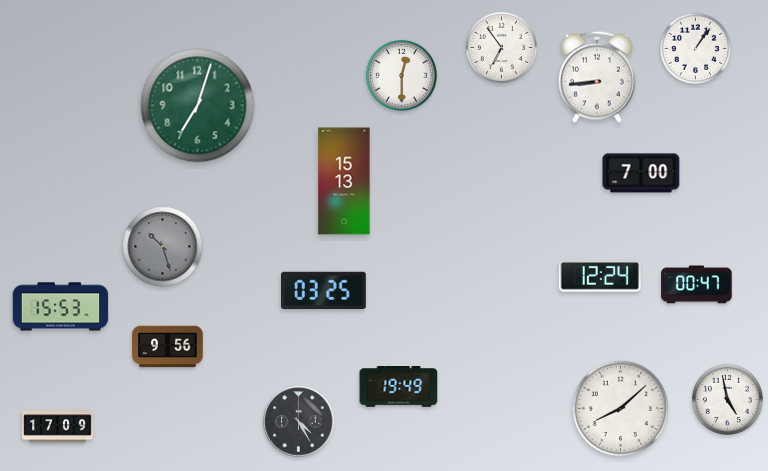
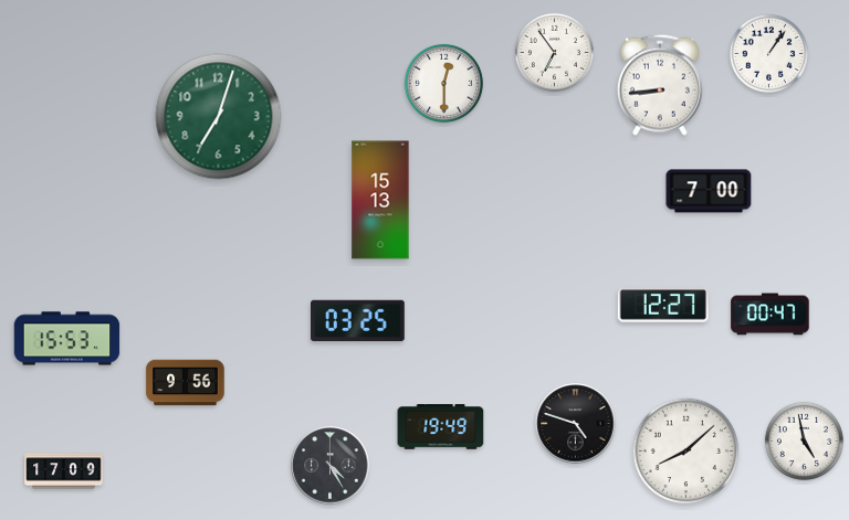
clock at (163, 247): 10:27 -> none
clock at (600, 276): 12:24 -> 12:27
clock at (576, 424): none -> 4:48
